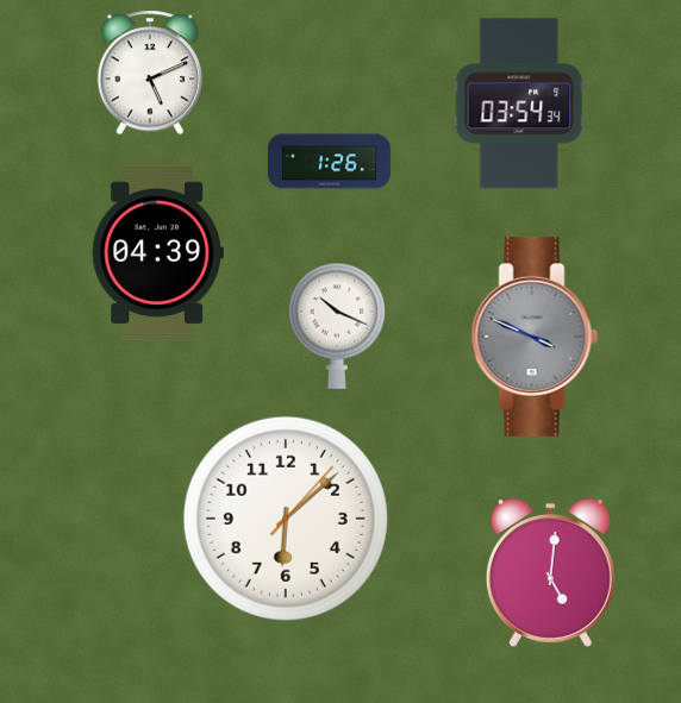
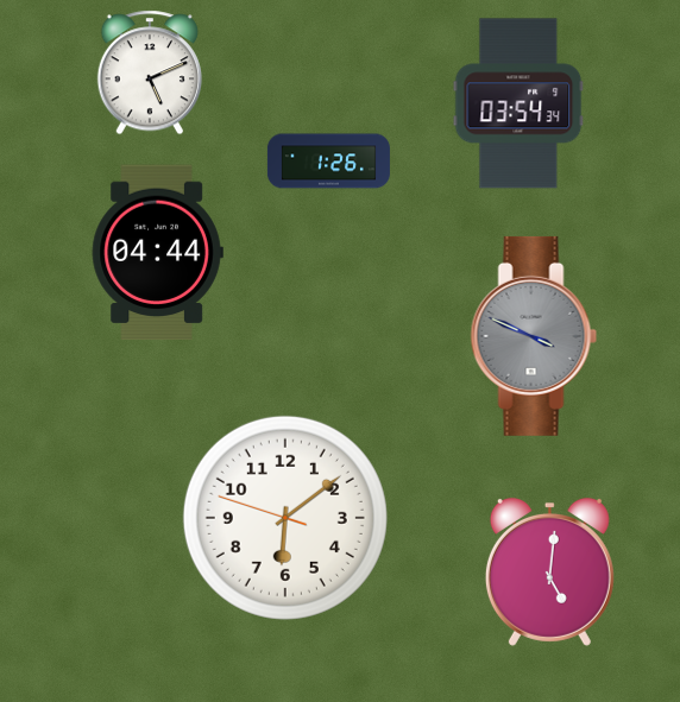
clock at (157, 253): 04:39 -> 04:44
clock at (336, 326): 10:19 -> none
clock at (286, 519): 6:08:07 -> 6:08:48
